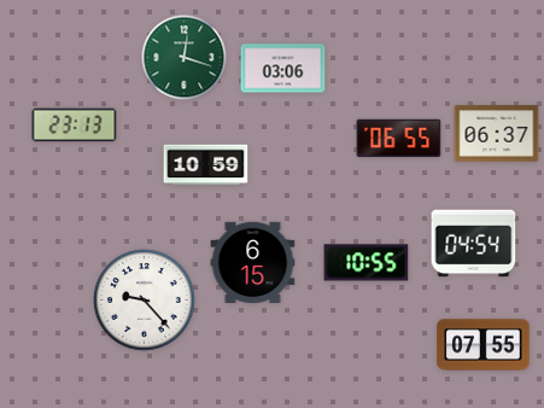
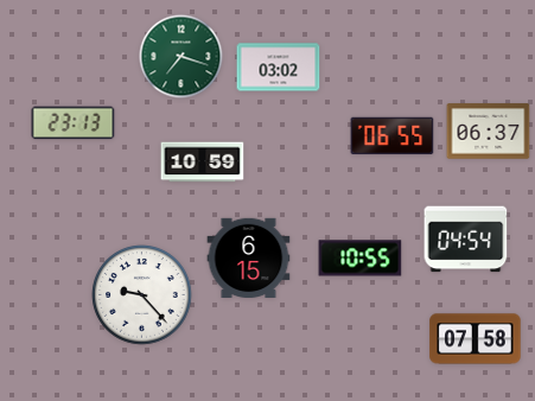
clock at (185, 58): 12:18 -> 7:18
clock at (283, 69): 03:06 -> 03:02
clock at (484, 345): 07:55 -> 07:58
